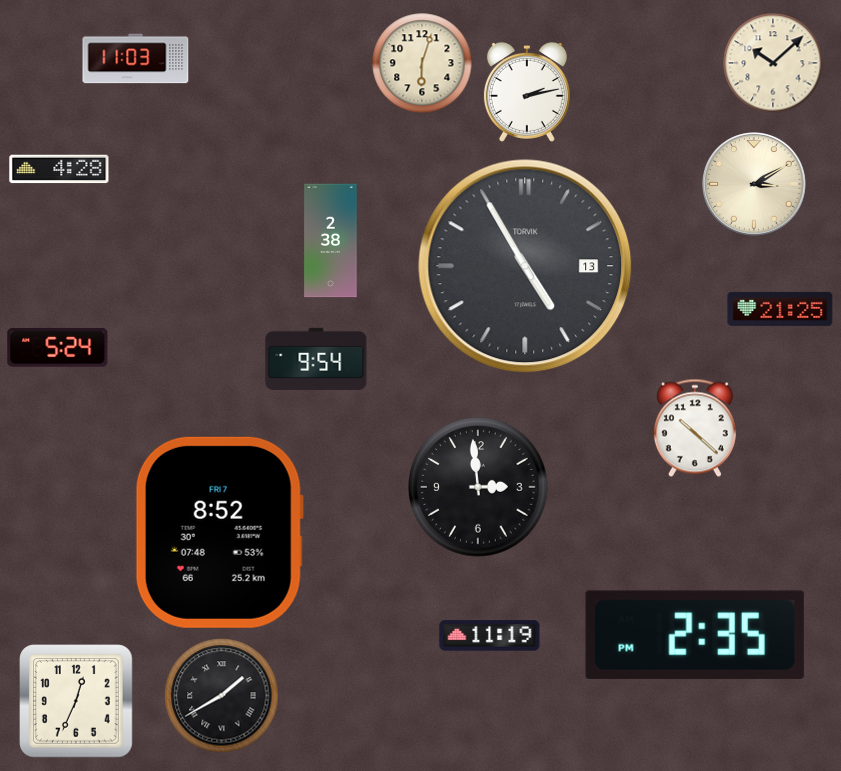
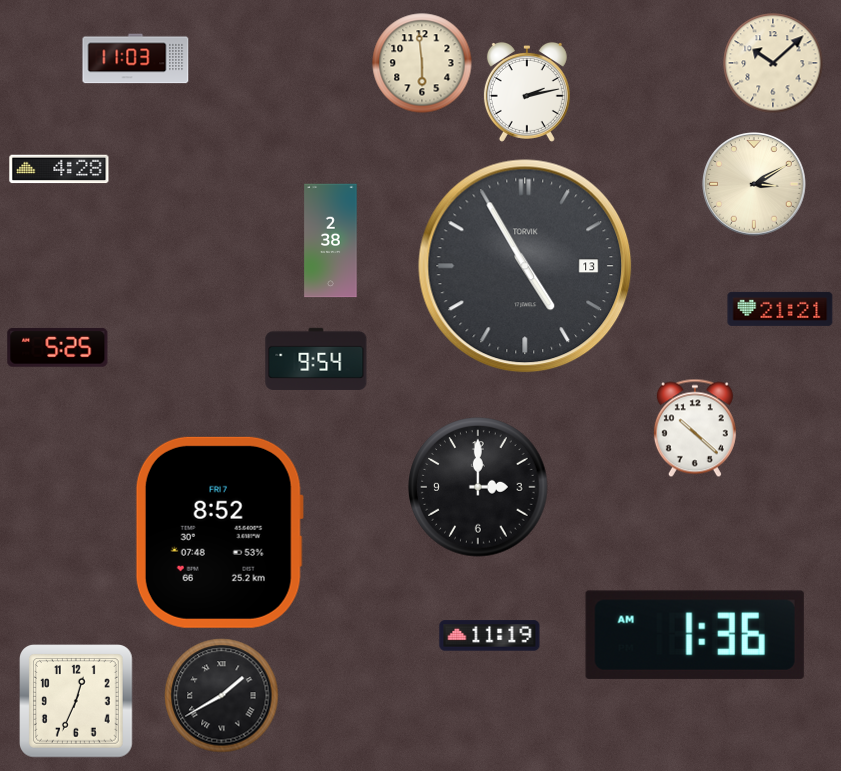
clock at (422, 63): 6:03 -> 5:59
clock at (780, 309): 21:25 -> 21:21
clock at (58, 348): 5:24 -> 5:25
clock at (478, 487): 2:59 -> 3:00
clock at (695, 635): 2:35 -> 1:36
